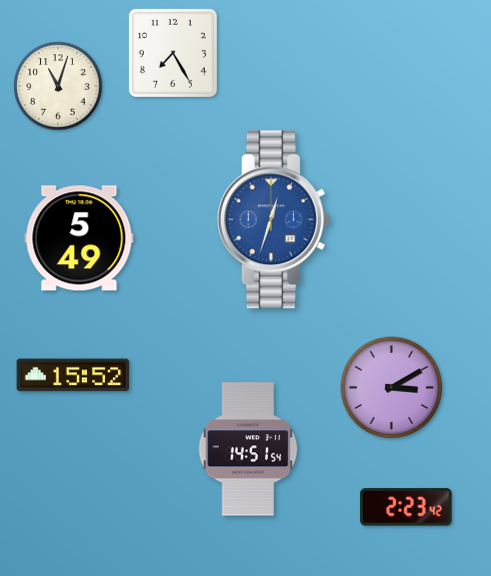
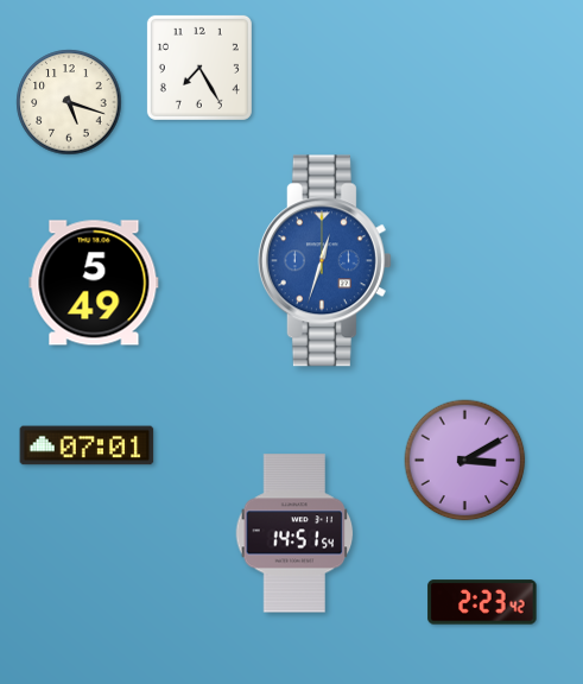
clock at (173, 53) position: (173, 53) -> (199, 68)
clock at (58, 86): 11:03 -> 5:18
clock at (73, 375): 15:52 -> 07:01
